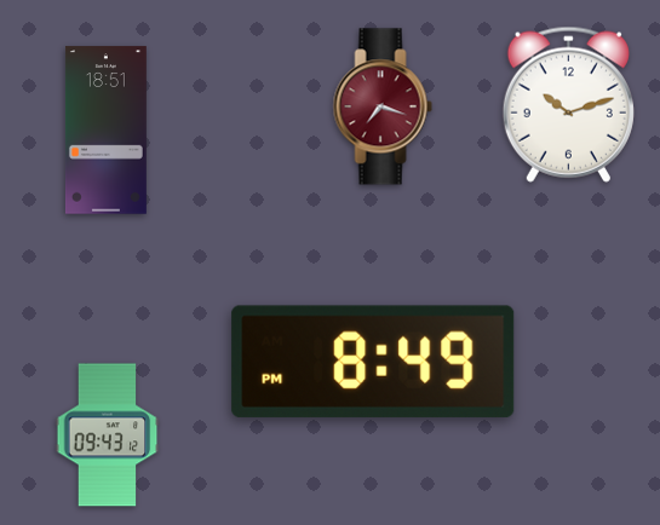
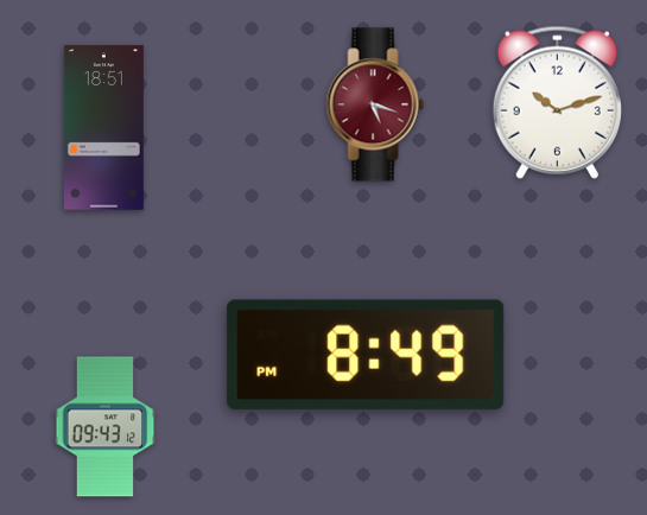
clock at (383, 106): 7:18 -> 5:18
